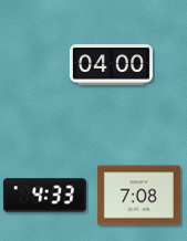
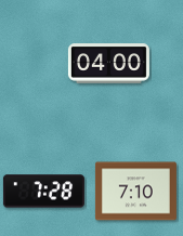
clock at (44, 196): 4:33 -> 7:28
clock at (138, 196): 7:08 -> 7:10
